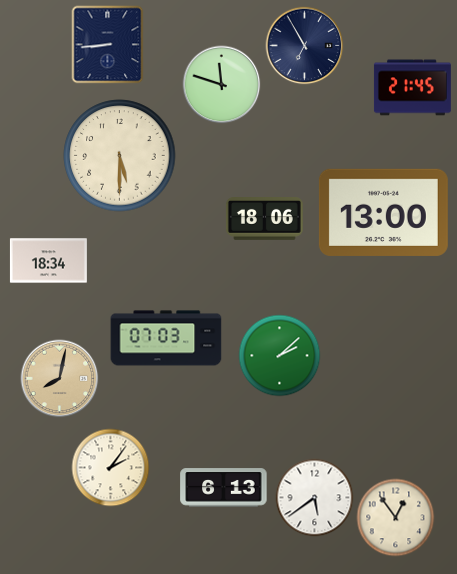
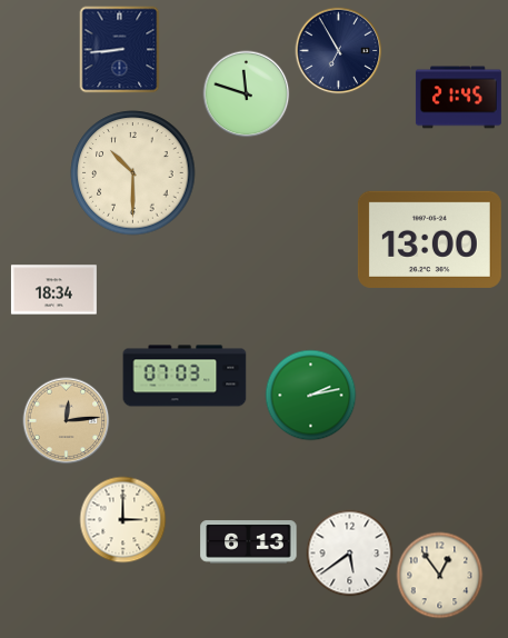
clock at (120, 156): 5:30 -> 10:30
clock at (383, 212) position: (383, 212) -> (429, 239)
clock at (264, 219): 18:06 -> none
clock at (279, 355): 2:08 -> 2:13
clock at (59, 378): 8:02 -> 12:14
clock at (110, 467): 2:06 -> 3:00
